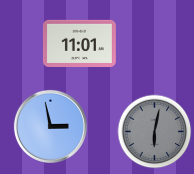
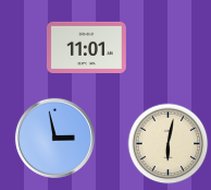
clock at (155, 132) dial: grey -> cream
